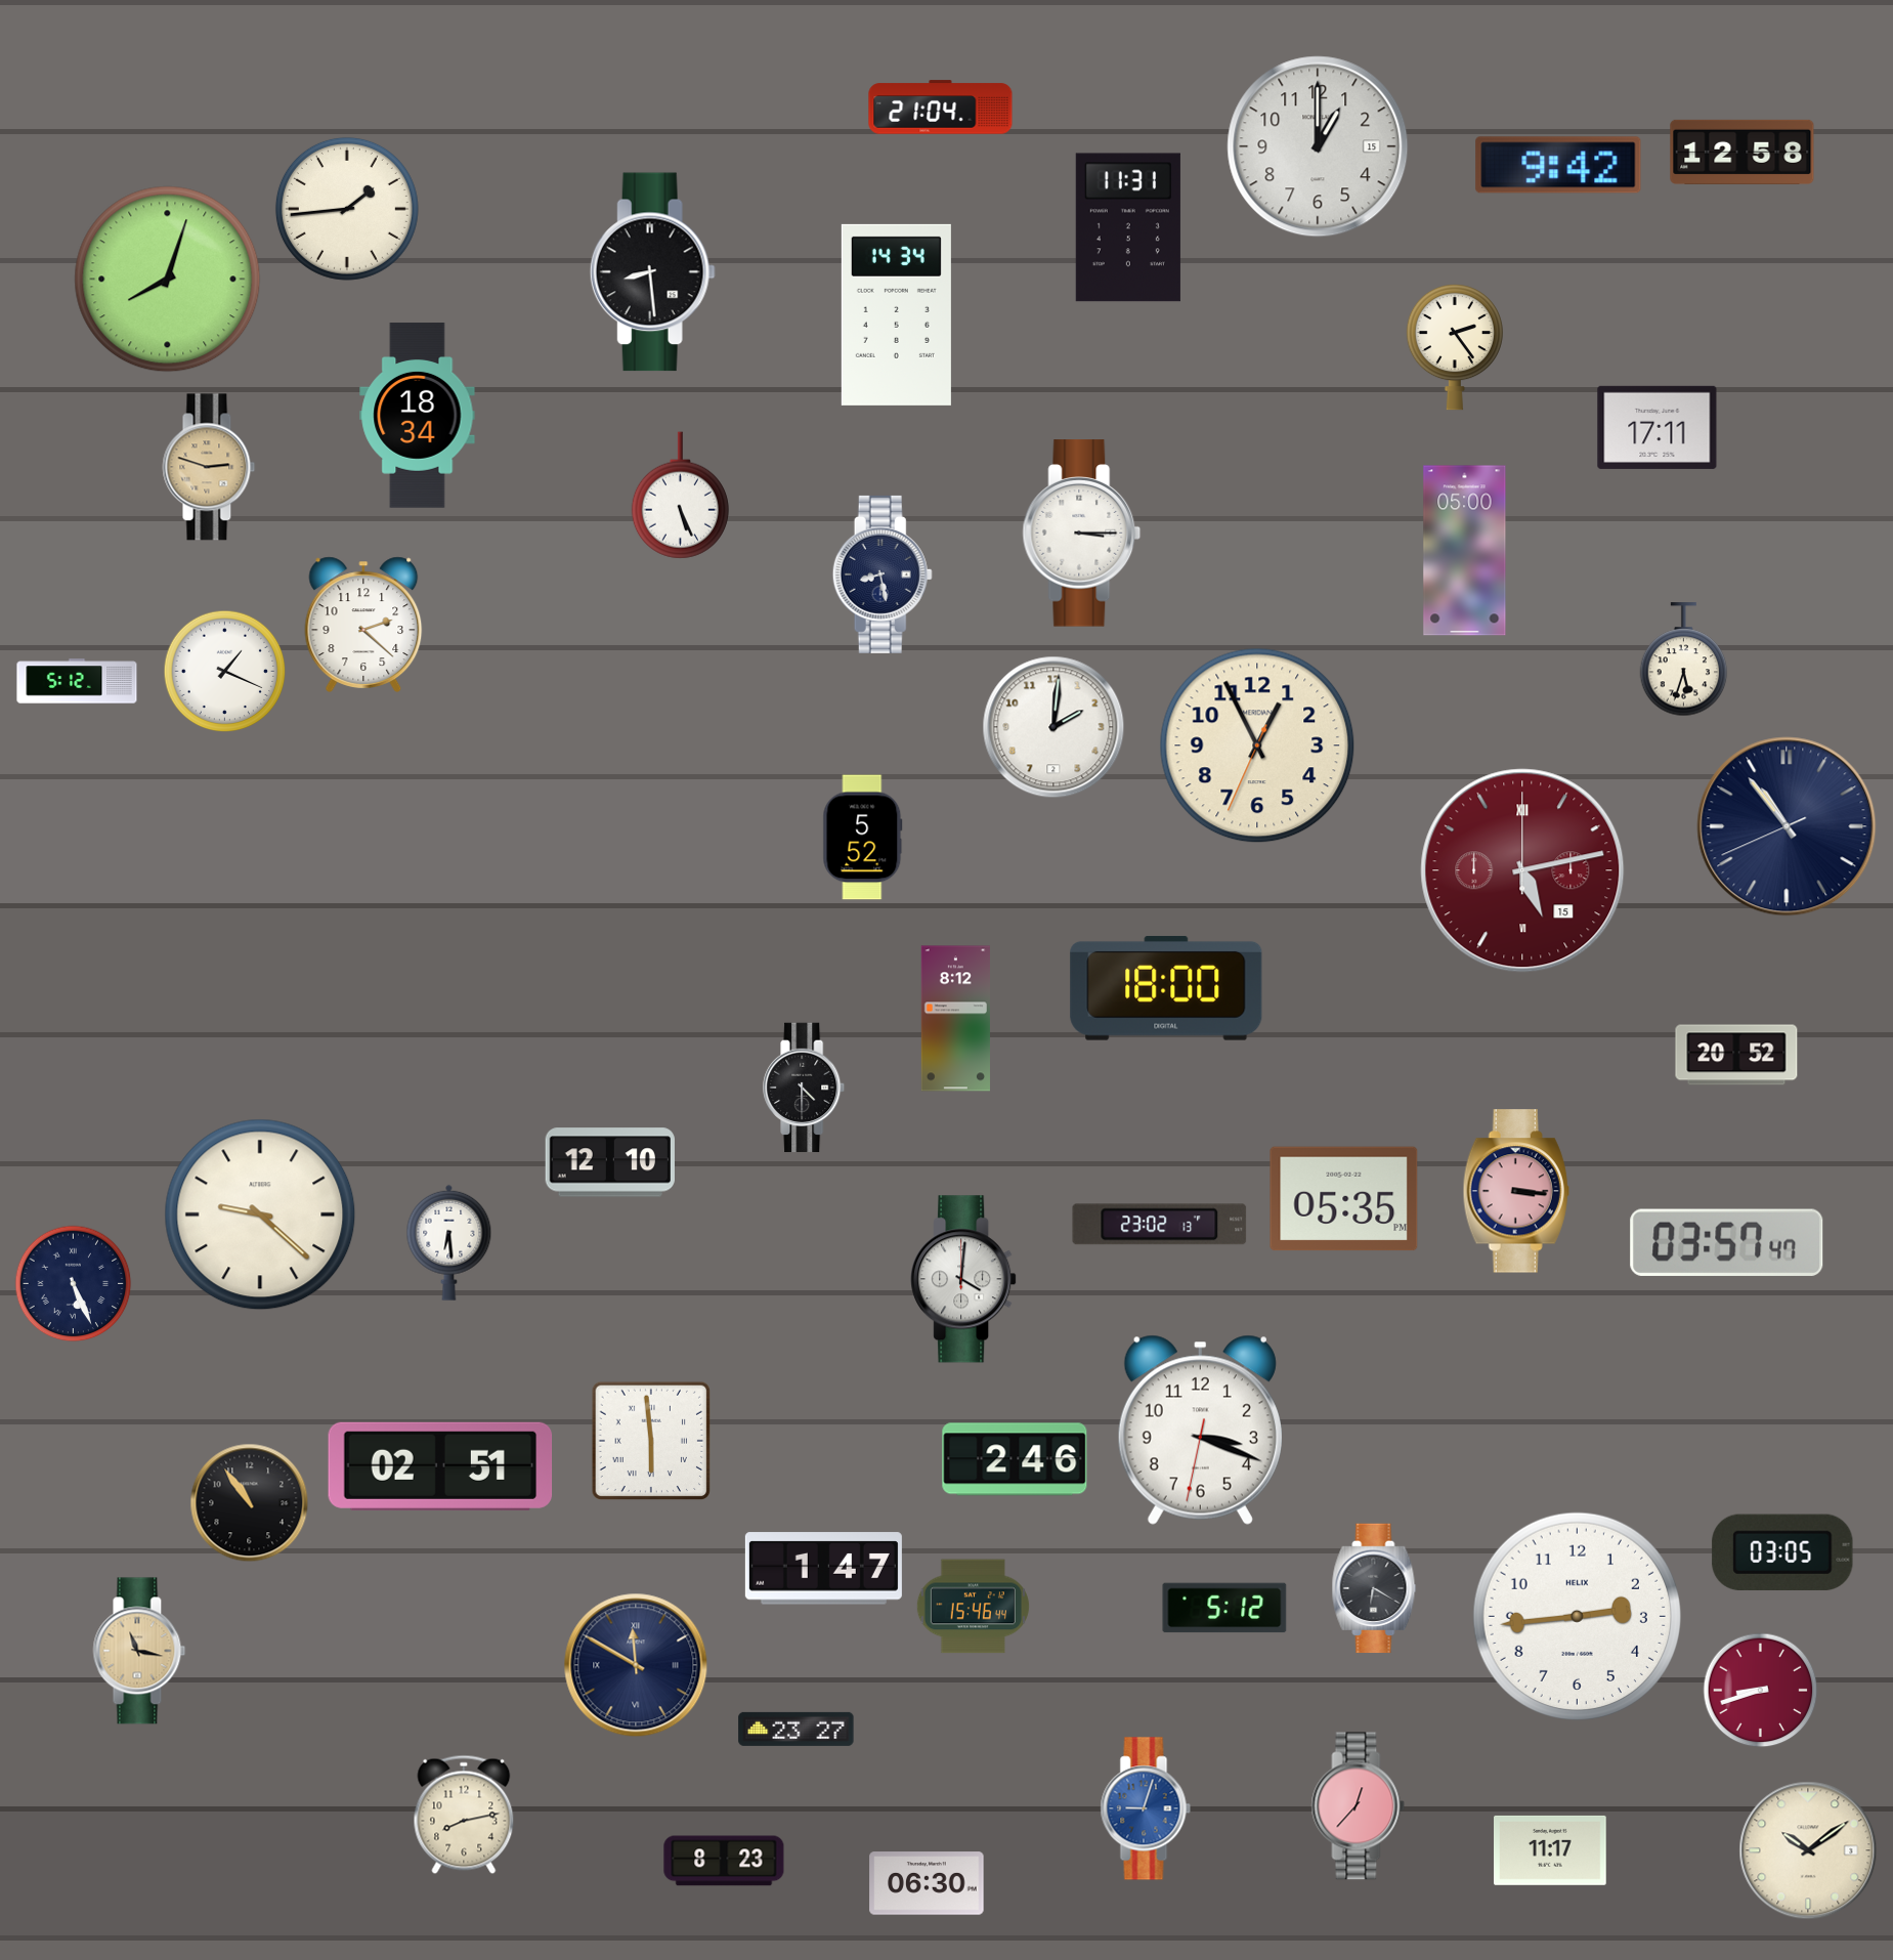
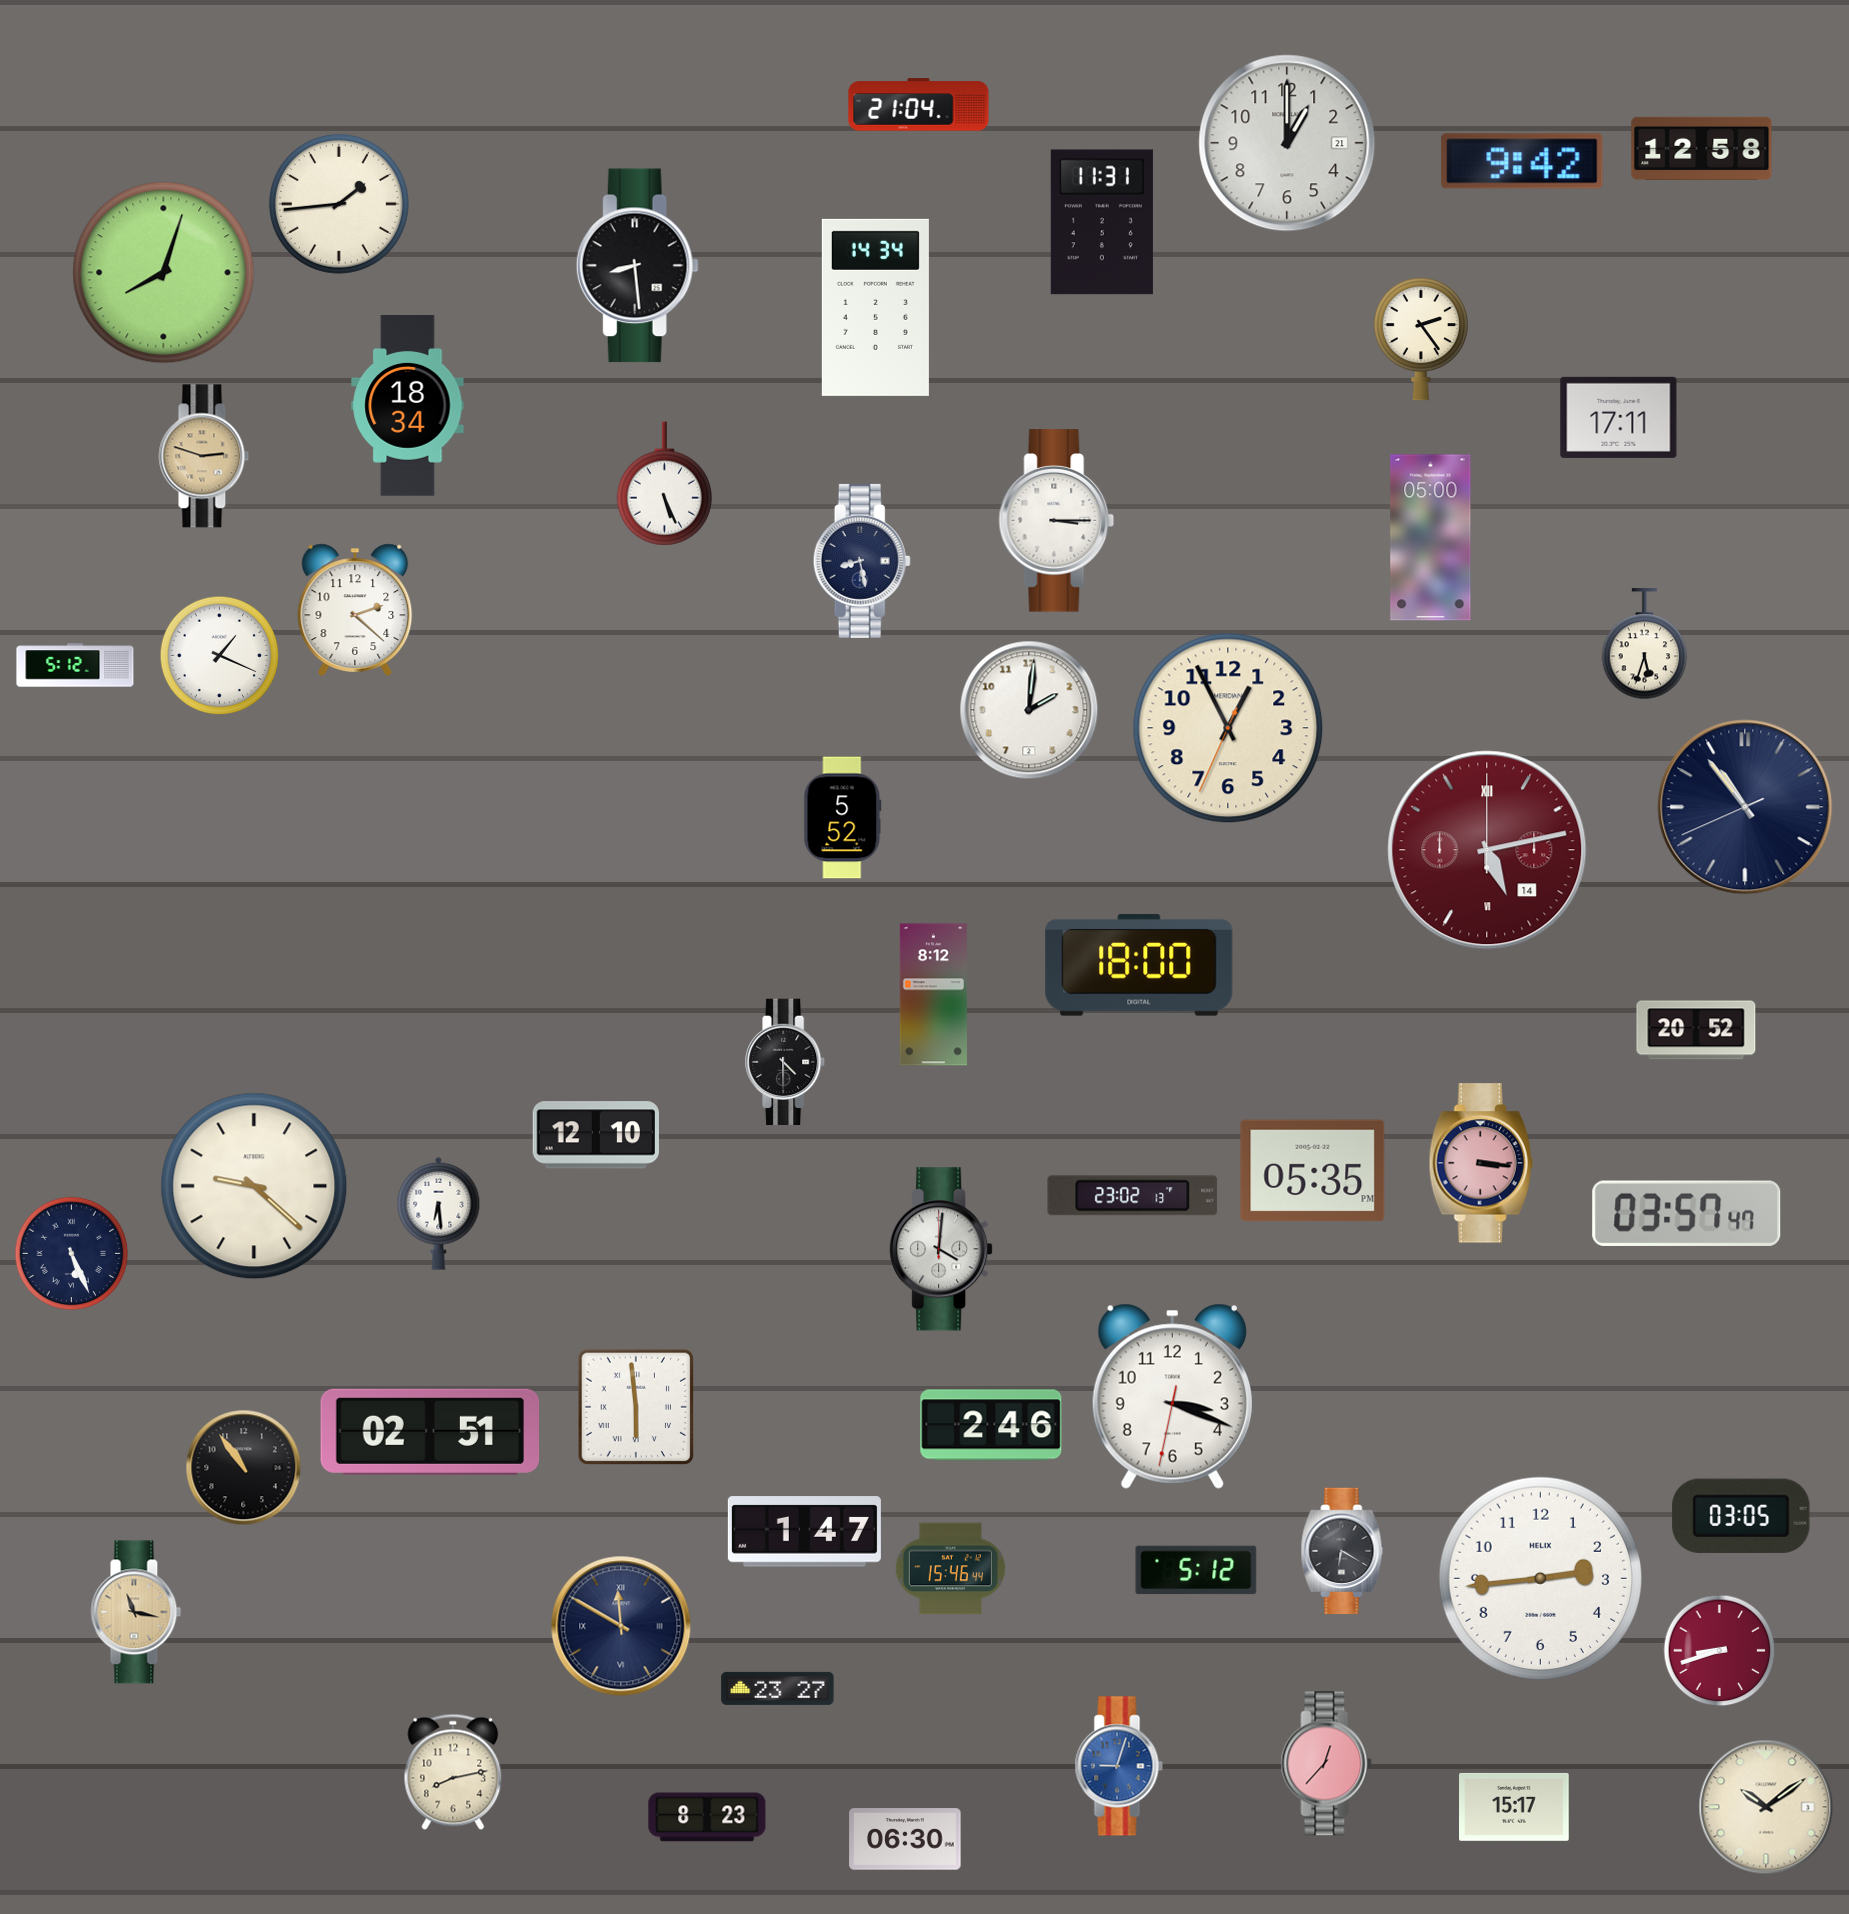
clock at (1318, 146) date: 15 -> 21
clock at (1522, 870) date: 15 -> 14
clock at (1551, 1850): 11:17 -> 15:17
